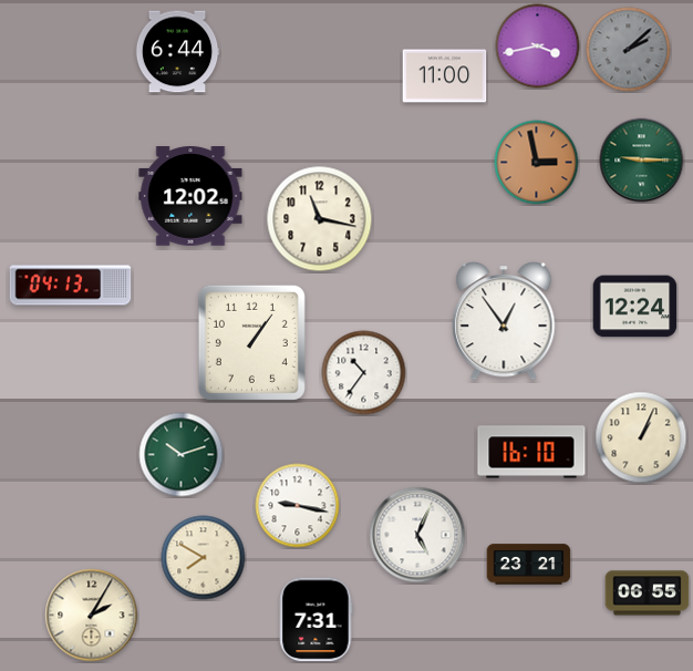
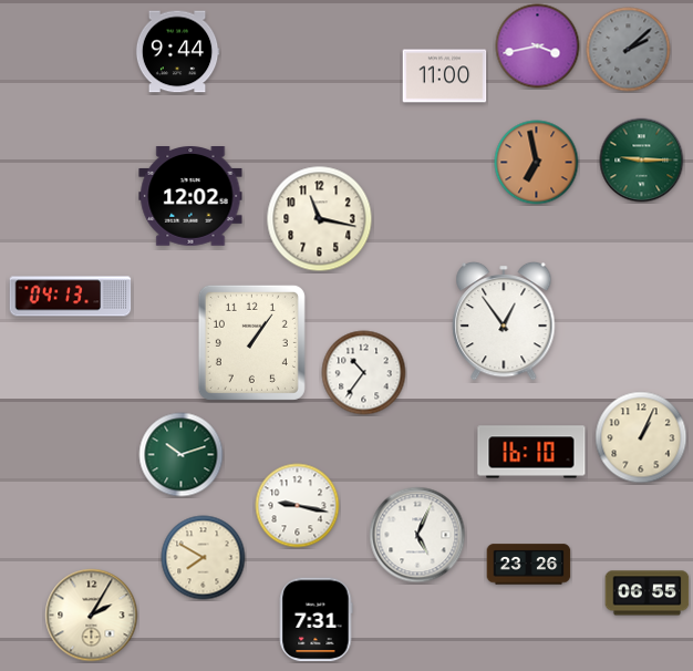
clock at (177, 52): 6:44 -> 9:44
clock at (537, 163): 2:58 -> 6:58
clock at (71, 286) position: (71, 286) -> (71, 297)
clock at (635, 307): 12:24 -> none
clock at (529, 565): 23:21 -> 23:26
